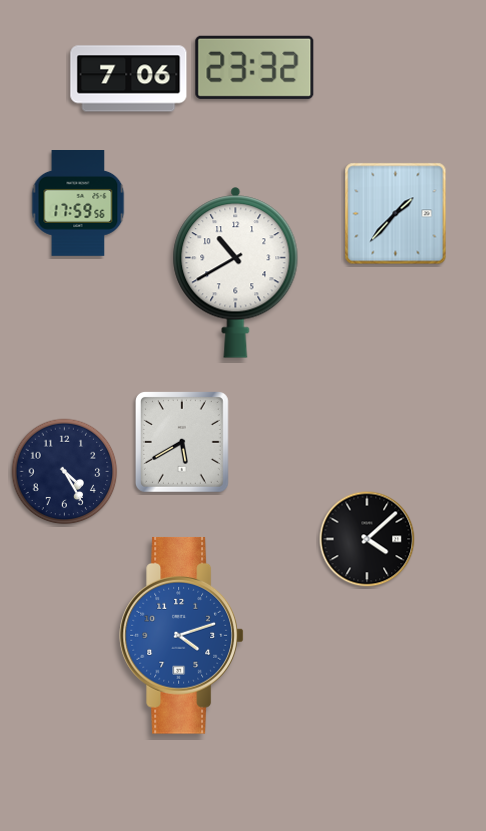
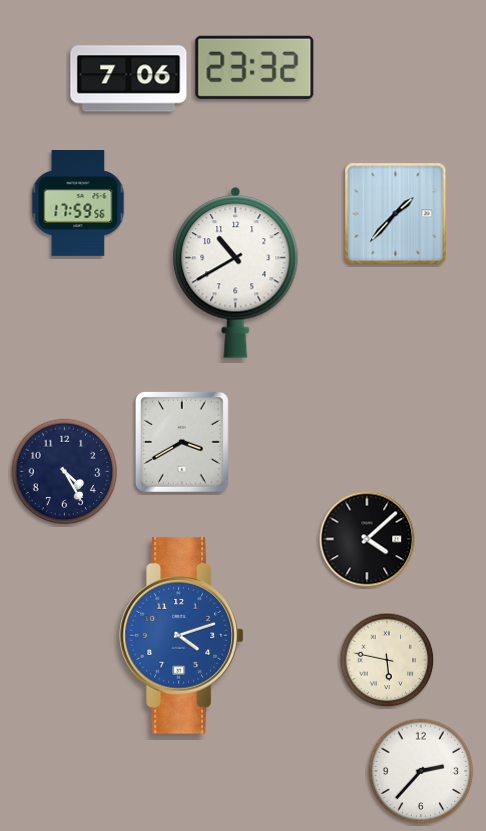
clock at (182, 442): 5:40 -> 3:40
clock at (387, 660): none -> 5:47
clock at (421, 771): none -> 2:37
